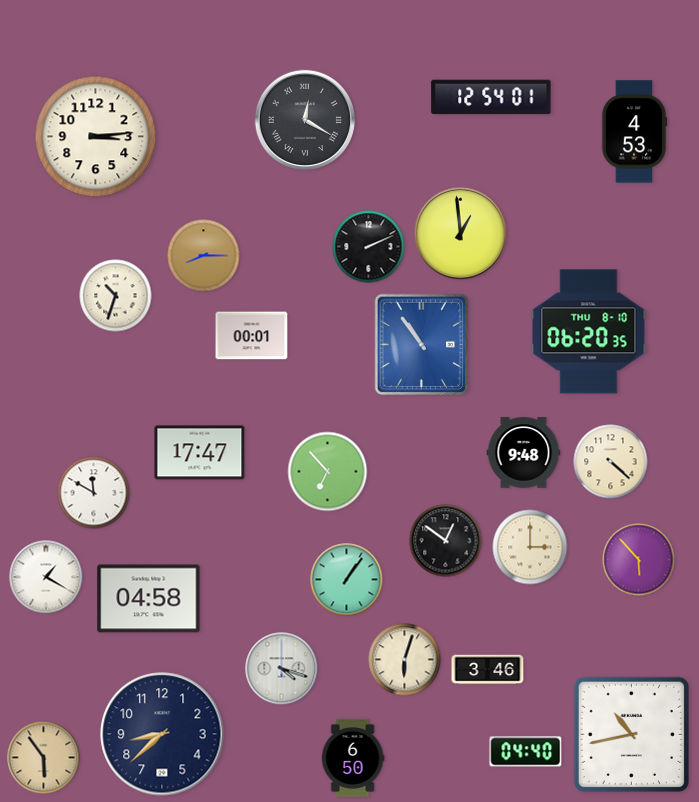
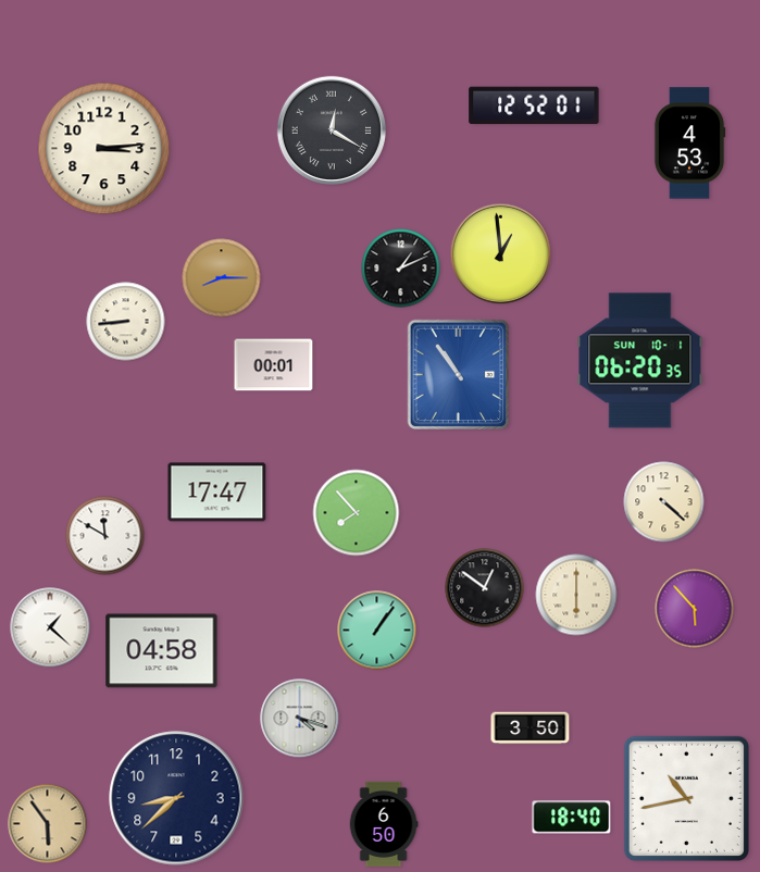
clock at (491, 97): 12:54 -> 12:52
clock at (369, 247): 2:11 -> 1:11
clock at (116, 296): 10:33 -> 8:44
clock at (589, 332) date: THU 8-10 -> SUN 10-1
clock at (524, 453): 9:48 -> none
clock at (328, 472): 6:53 -> 7:53
clock at (94, 493) position: (94, 493) -> (105, 536)
clock at (530, 547): 3:00 -> 6:00
clock at (46, 577): 1:20 -> 1:22
clock at (405, 660): 6:03 -> none
clock at (282, 669) position: (282, 669) -> (300, 719)
clock at (488, 670): 3:46 -> 3:50
clock at (526, 752): 04:40 -> 18:40
